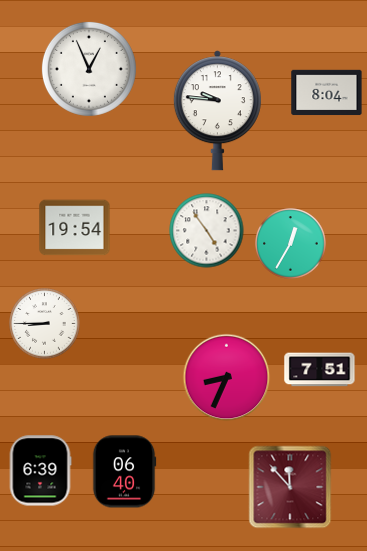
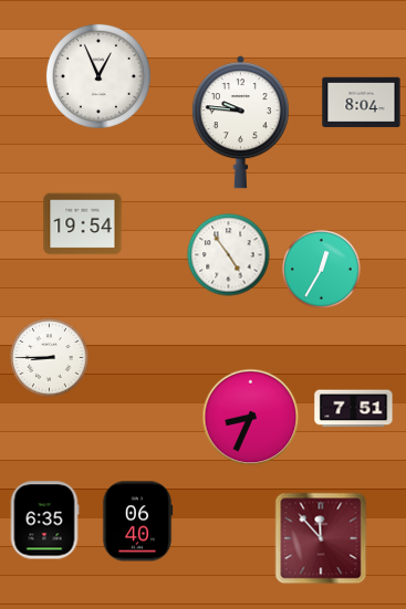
clock at (75, 228) position: (75, 228) -> (83, 224)
clock at (40, 471): 6:39 -> 6:35
